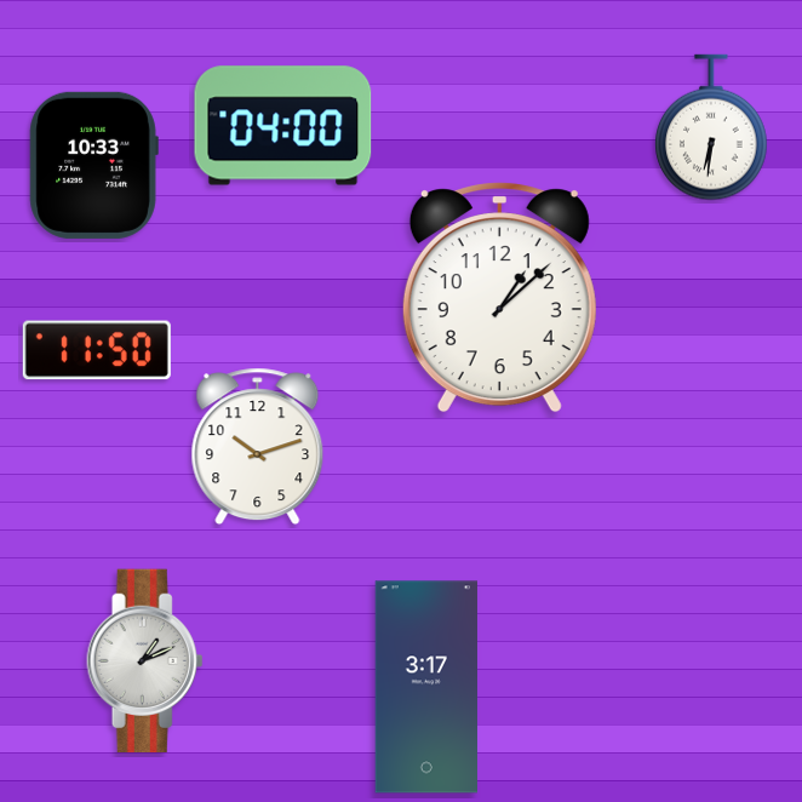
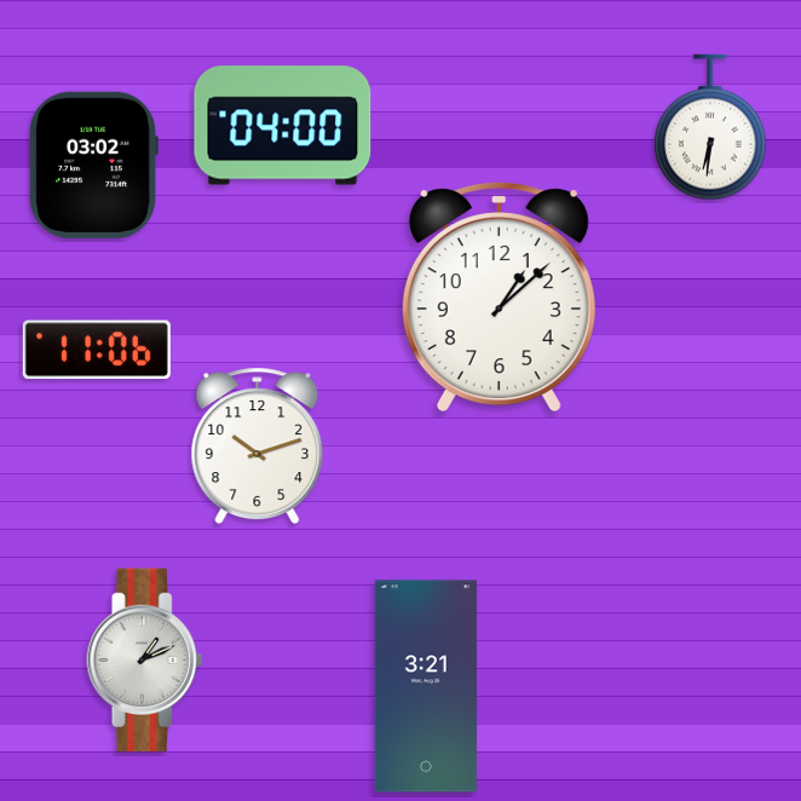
clock at (93, 165): 10:33 -> 03:02
clock at (97, 350): 11:50 -> 11:06
clock at (425, 687): 3:17 -> 3:21
